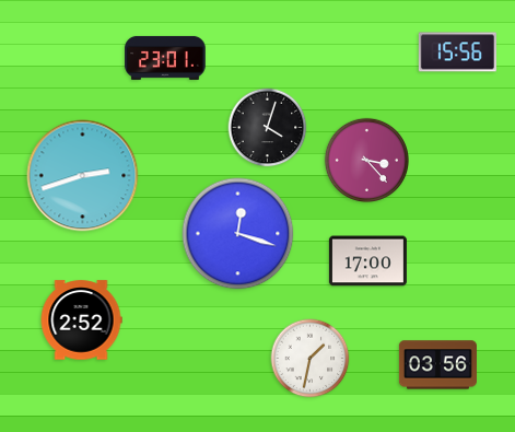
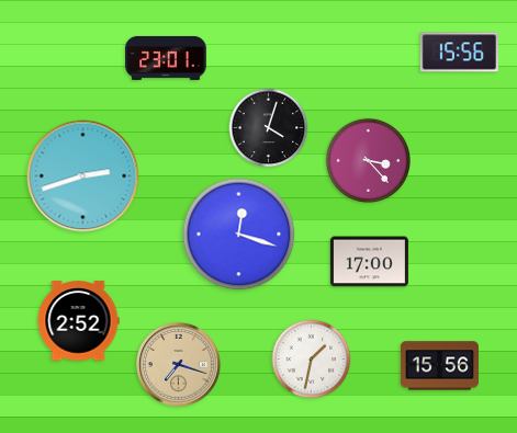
clock at (81, 320) position: (81, 320) -> (78, 321)
clock at (179, 365): none -> 7:18
clock at (437, 365): 03:56 -> 15:56
